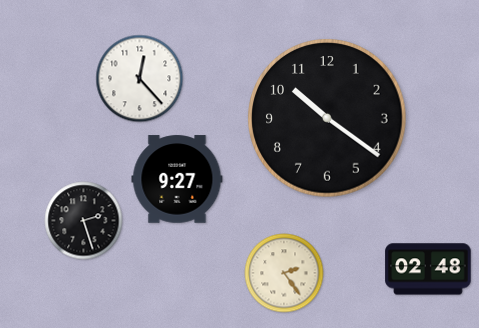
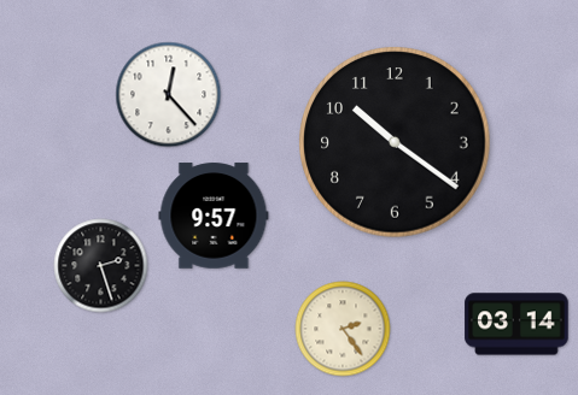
clock at (177, 179): 9:27 -> 9:57
clock at (428, 269): 02:48 -> 03:14
